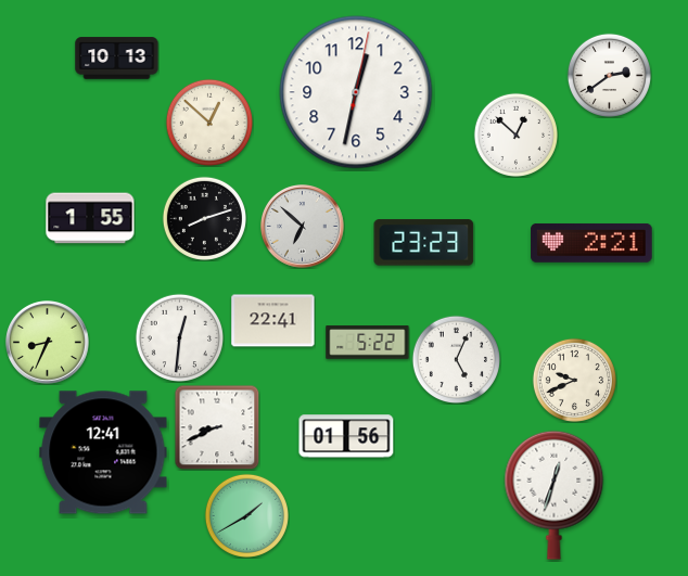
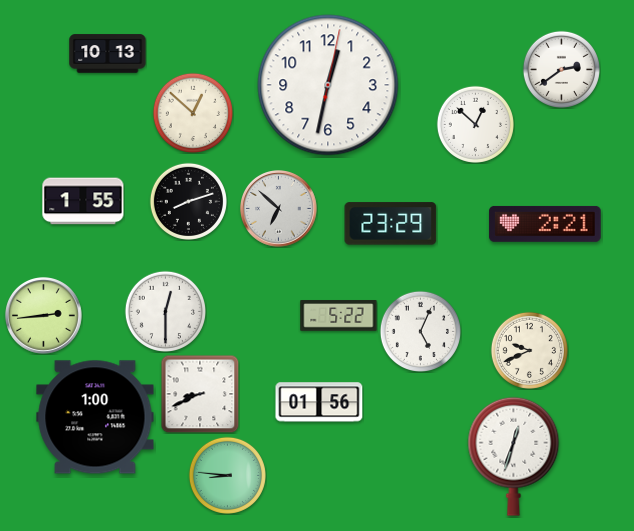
clock at (424, 243): 23:23 -> 23:29
clock at (273, 321): 22:41 -> none
clock at (179, 337): 12:31 -> 12:30
clock at (48, 343): 8:34 -> 2:44
clock at (103, 452): 12:41 -> 1:00
clock at (555, 495) position: (555, 495) -> (514, 456)
clock at (246, 515): 1:40 -> 8:46
